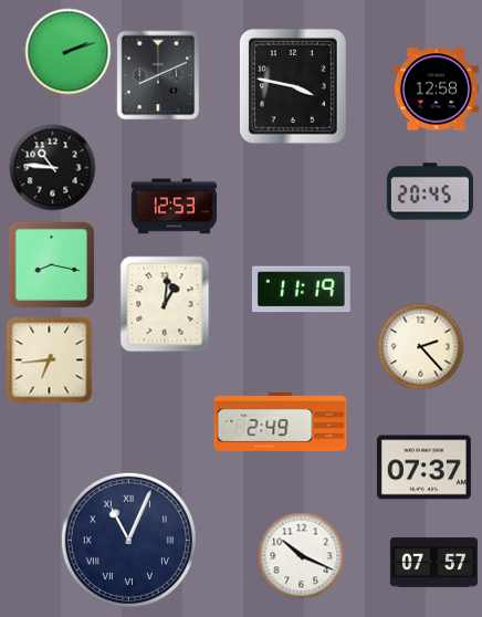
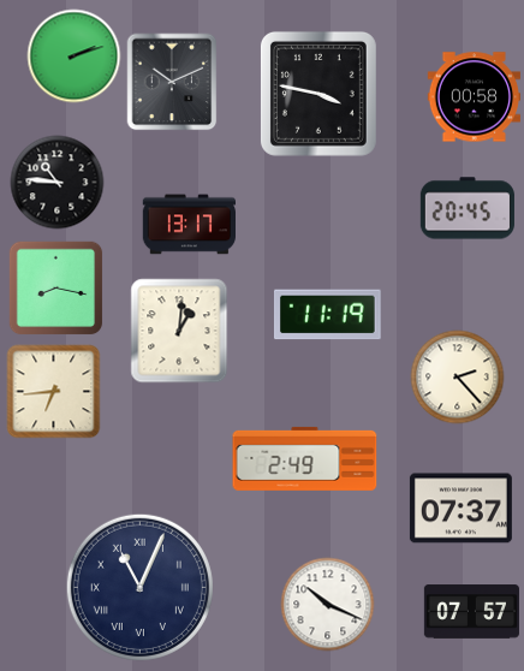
clock at (158, 75): 8:11 -> 10:11
clock at (436, 90): 12:58 -> 00:58
clock at (174, 207): 12:53 -> 13:17
